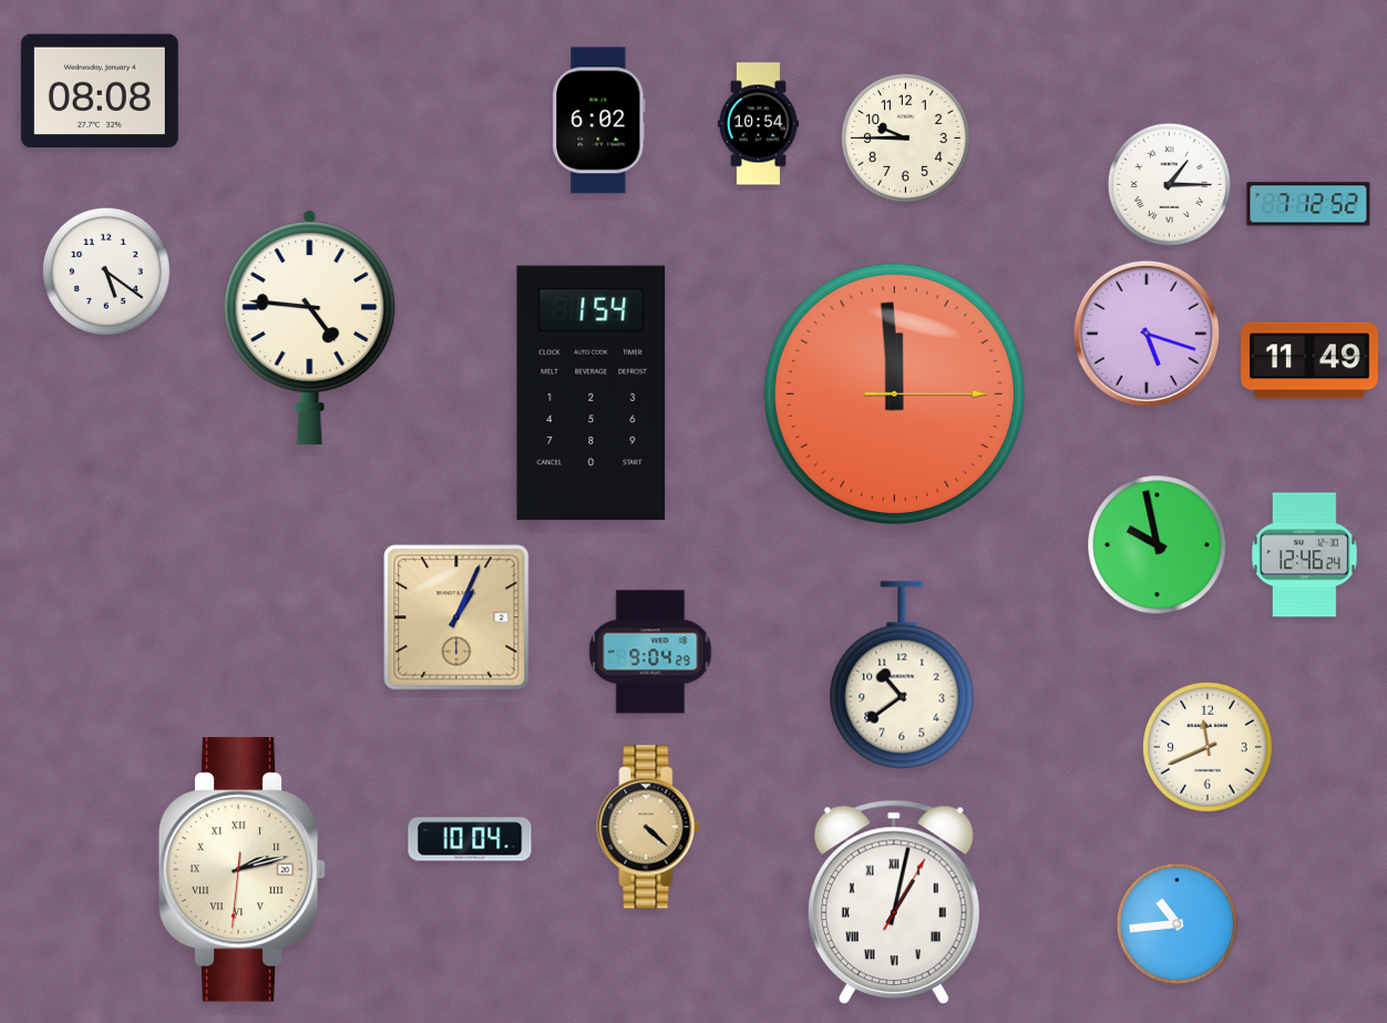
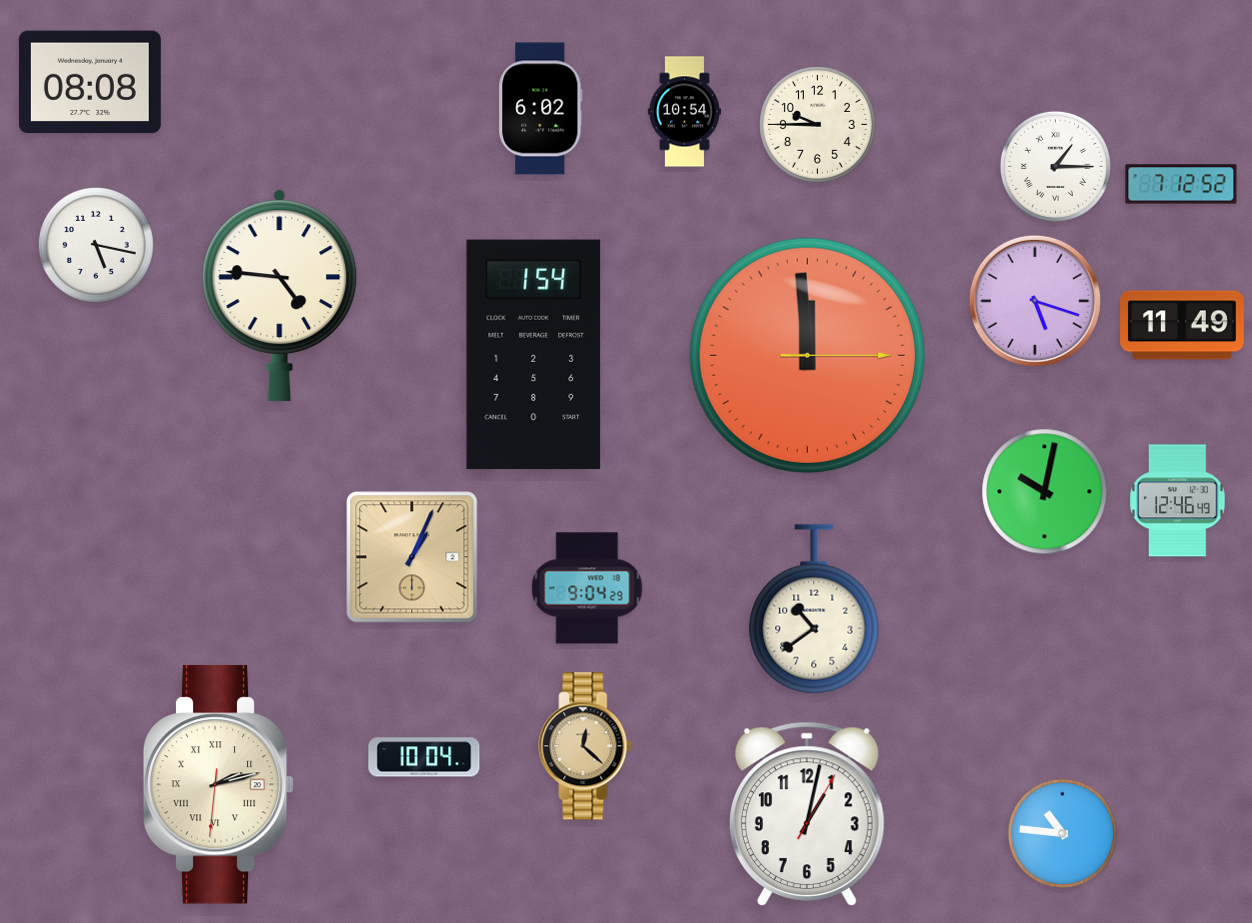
clock at (106, 272): 5:21 -> 5:17
clock at (1158, 545): 9:58 -> 10:02
clock at (1305, 555): 12:46:24 -> 12:46:49
clock at (1209, 748): 11:41 -> none
clock at (648, 827): 4:22 -> 12:22
clock at (894, 901) numerals: Roman -> Arabic
clock at (1177, 923): 10:44 -> 10:46
